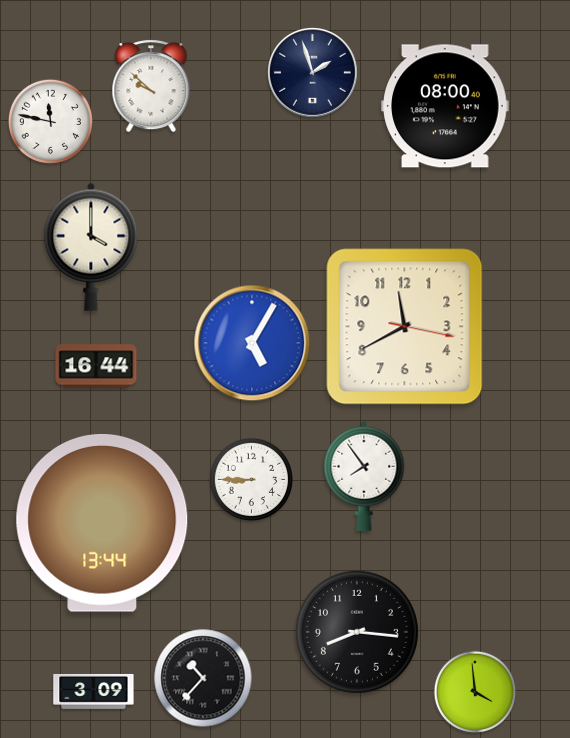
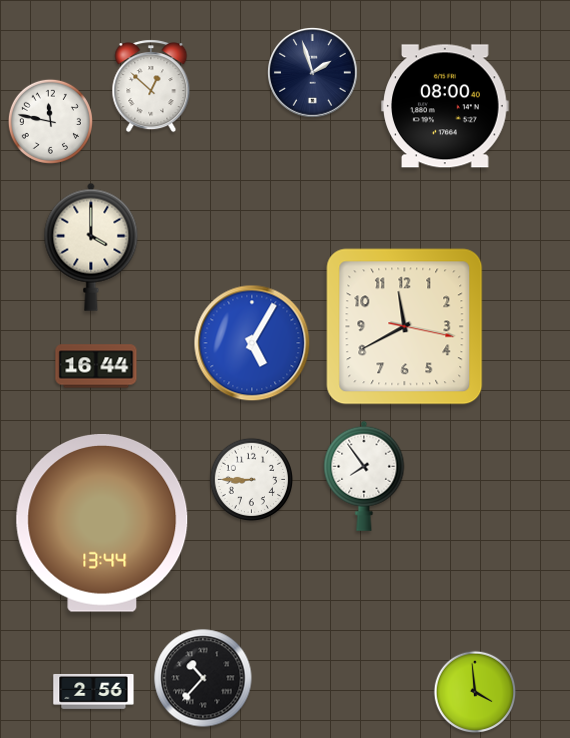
clock at (151, 86): 9:52 -> 12:52
clock at (357, 632): 8:16 -> none
clock at (94, 691): 3:09 -> 2:56
